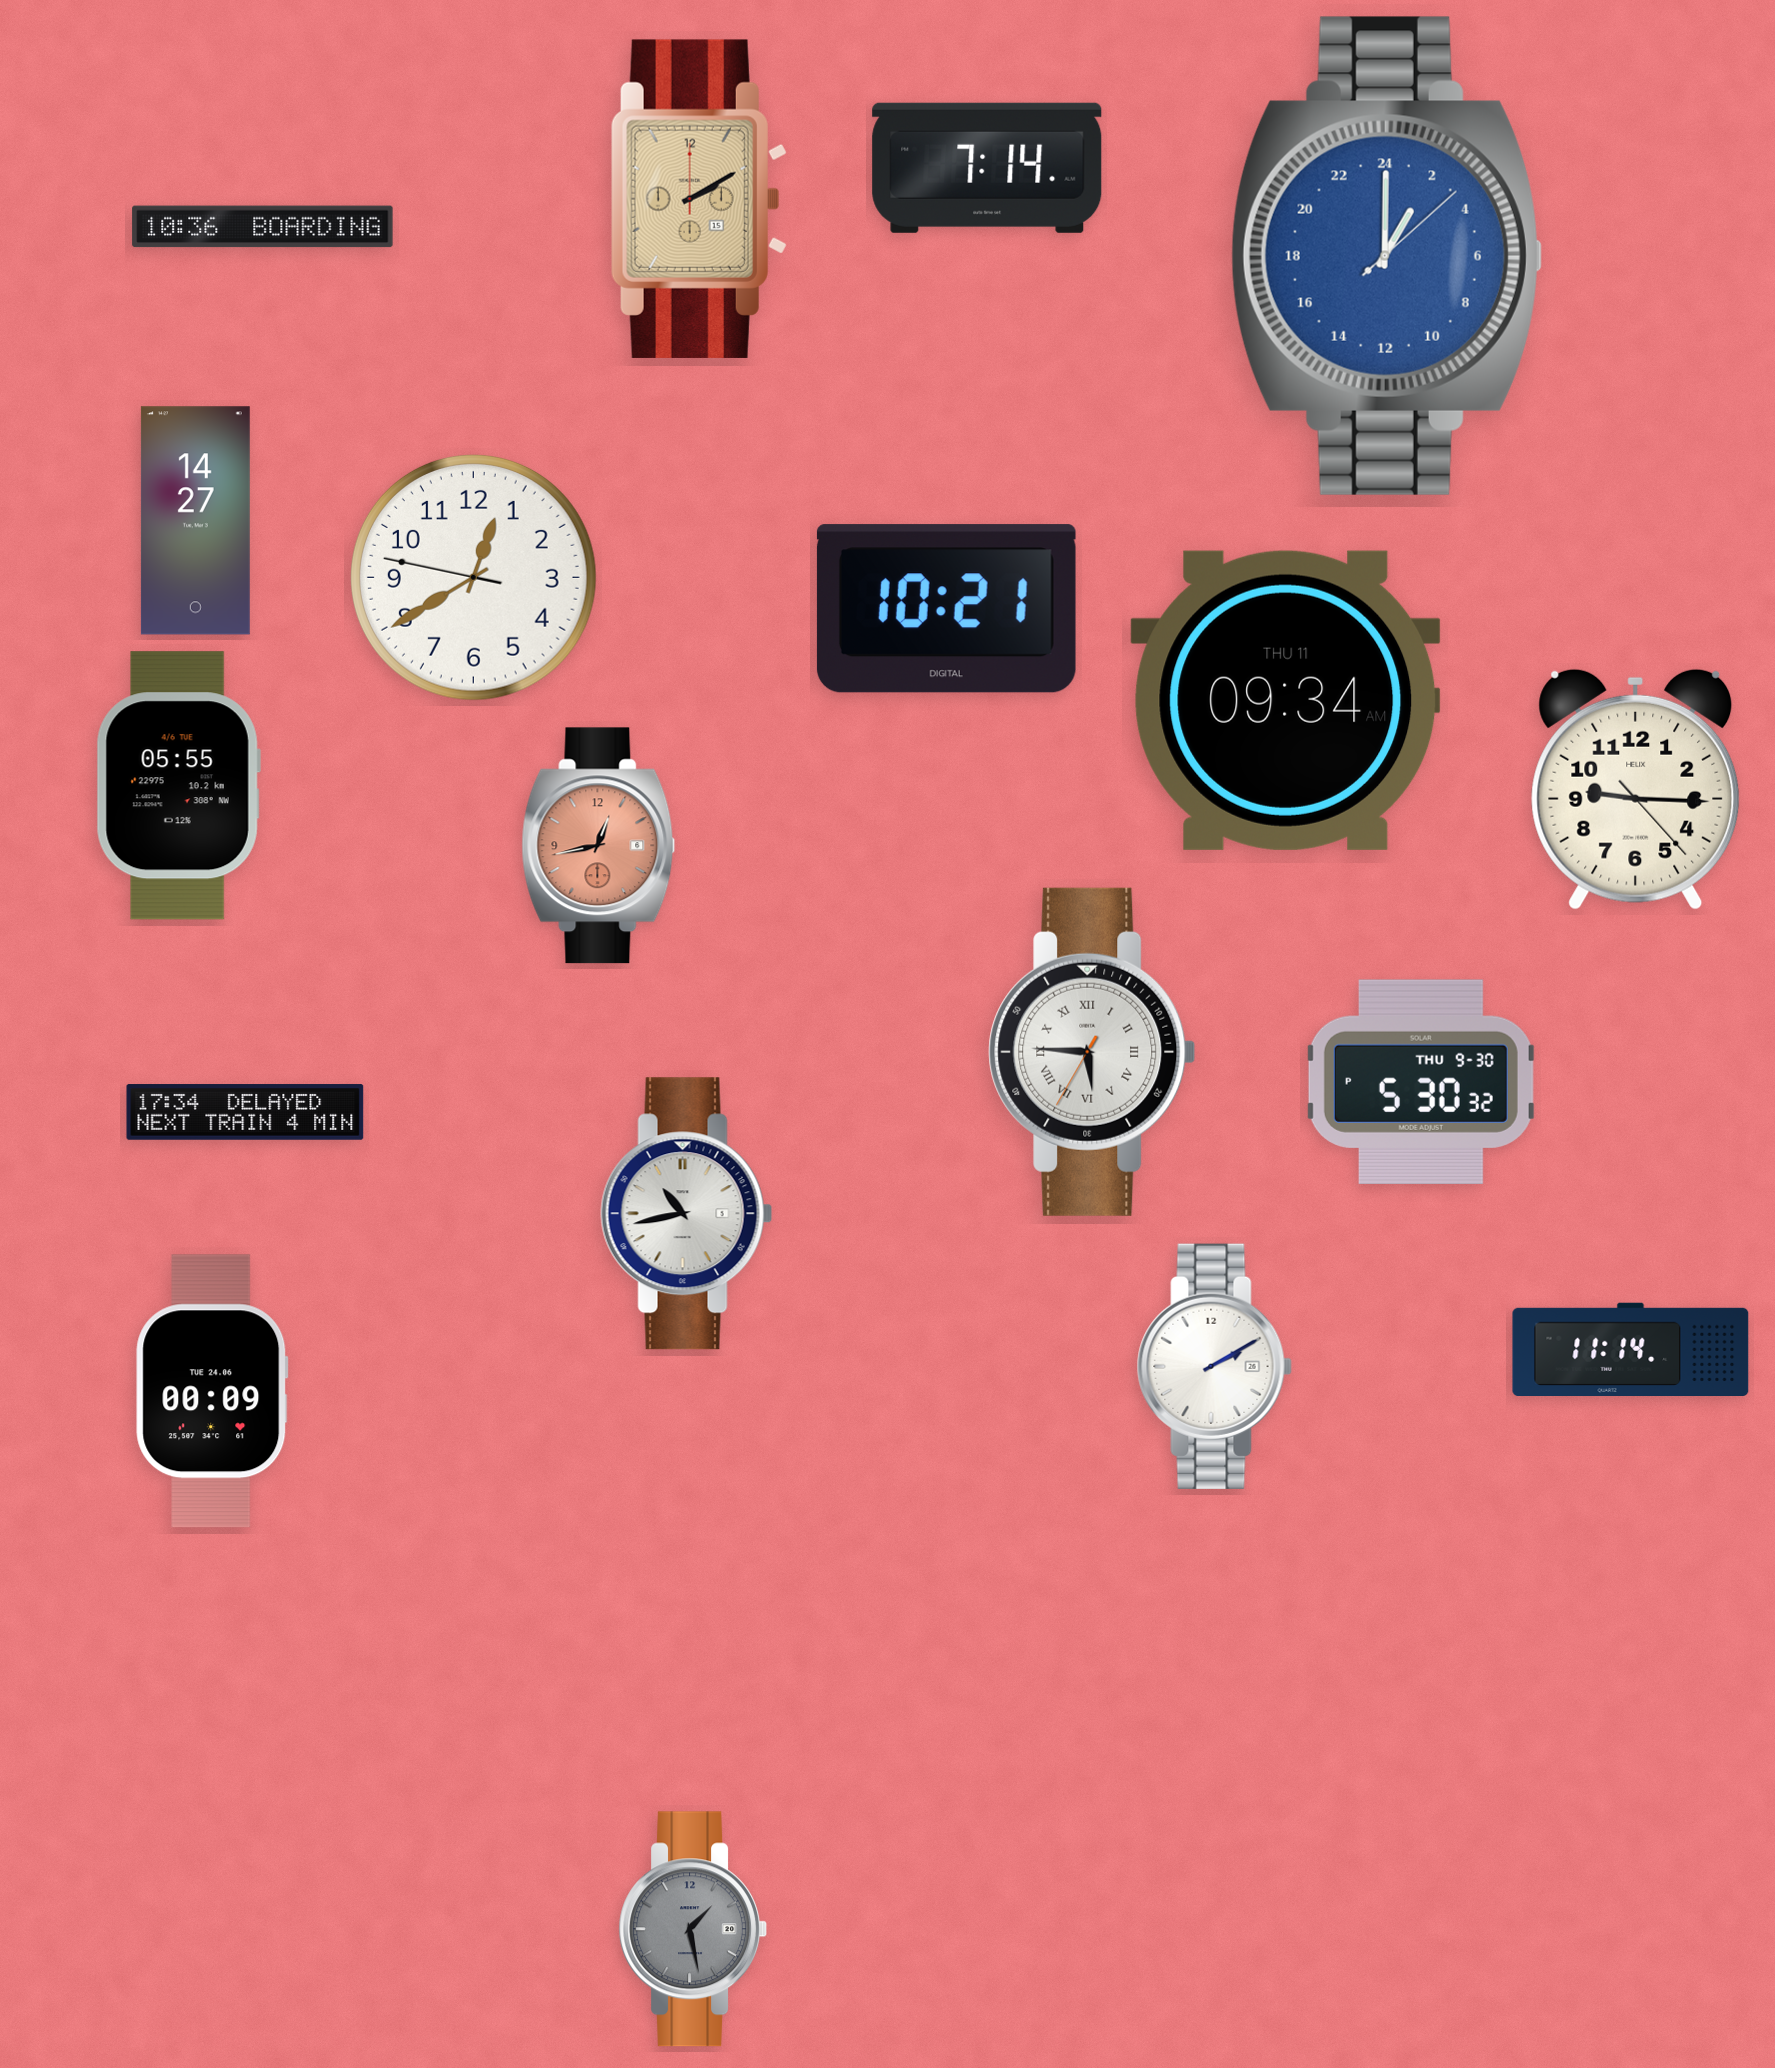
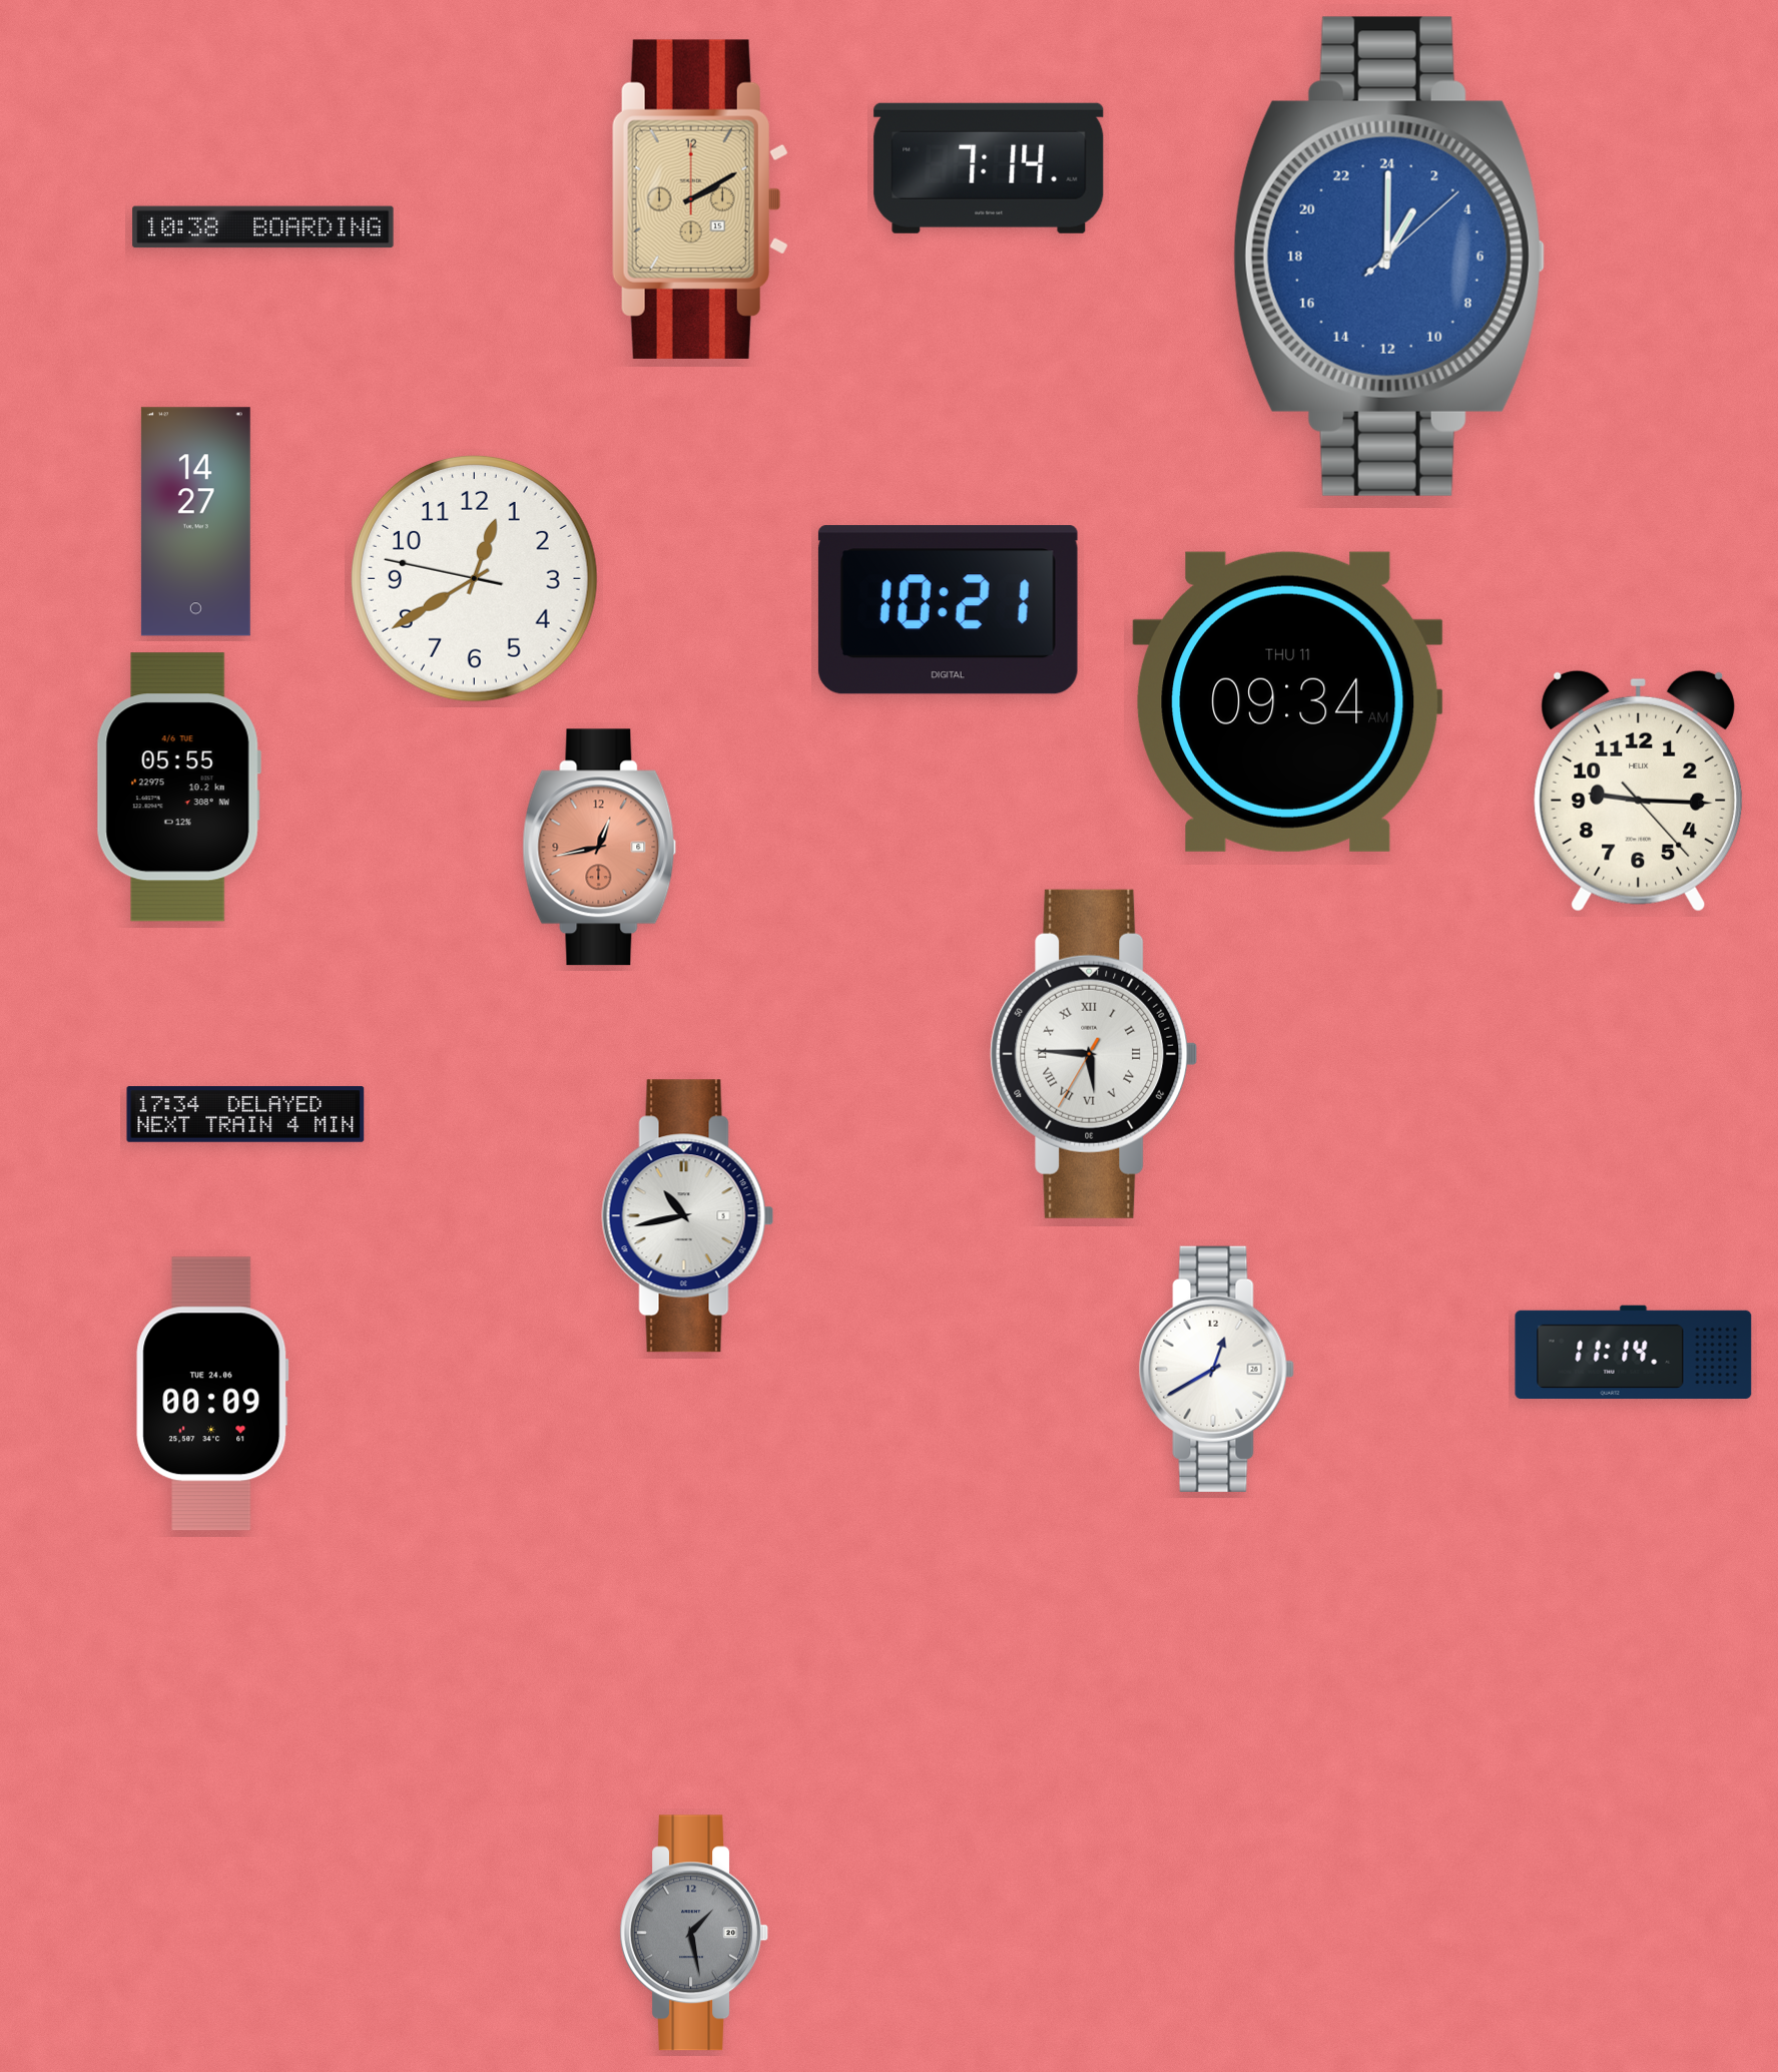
clock at (263, 227): 10:36 -> 10:38
clock at (1421, 1082): 5:30 -> none
clock at (1214, 1366): 2:10 -> 12:40
